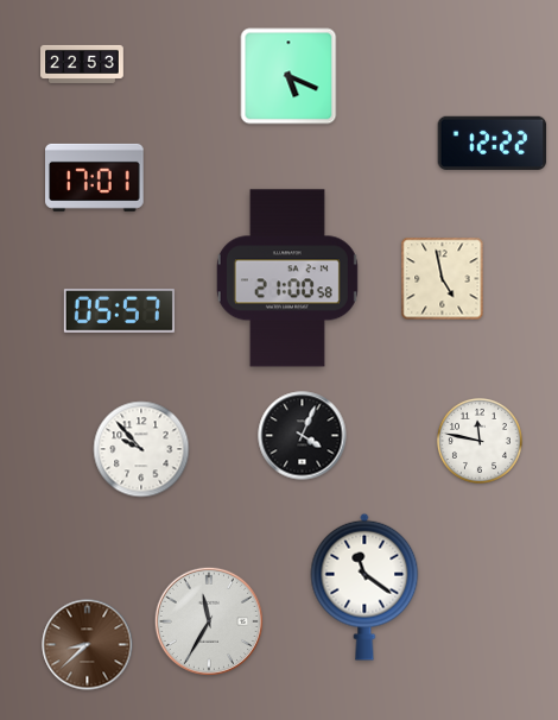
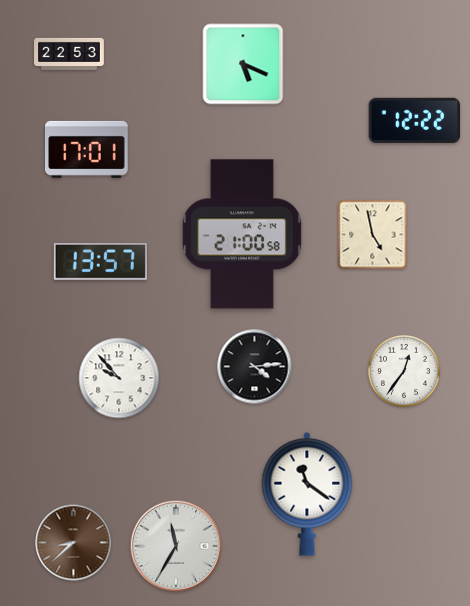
clock at (95, 177) position: (95, 177) -> (87, 149)
clock at (119, 311): 05:57 -> 13:57
clock at (303, 436): 4:04 -> 4:14
clock at (480, 441): 11:47 -> 12:36
clock at (208, 620) position: (208, 620) -> (175, 545)
